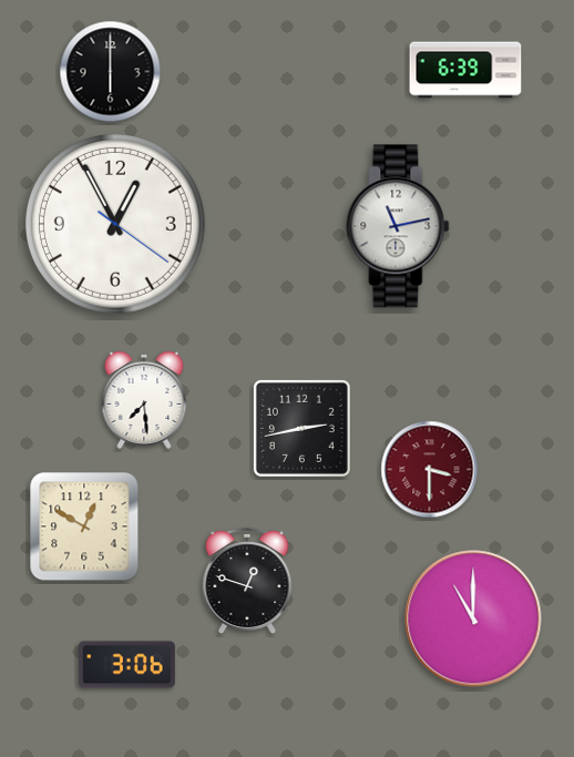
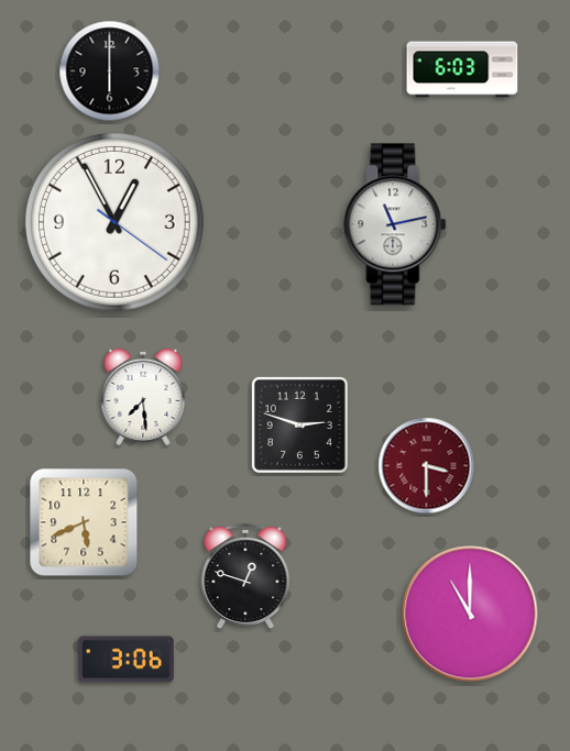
clock at (465, 70): 6:39 -> 6:03
clock at (301, 428): 2:43 -> 2:48
clock at (84, 526): 12:50 -> 5:41
